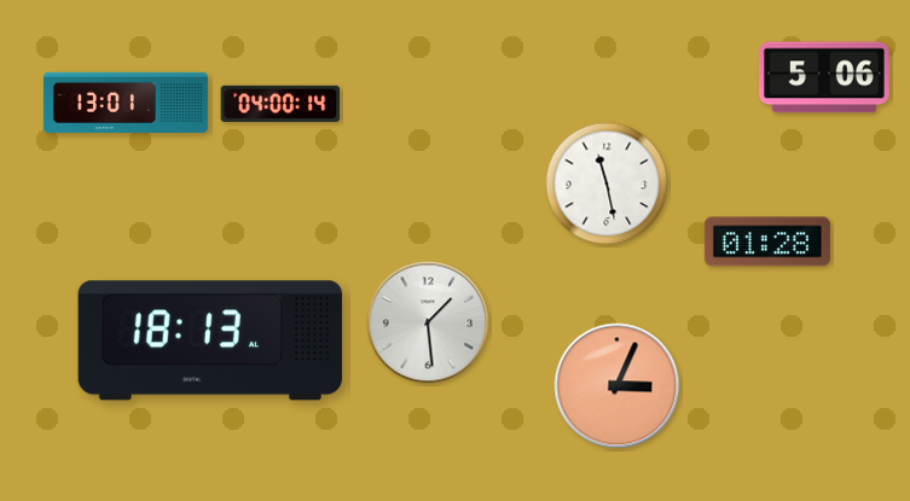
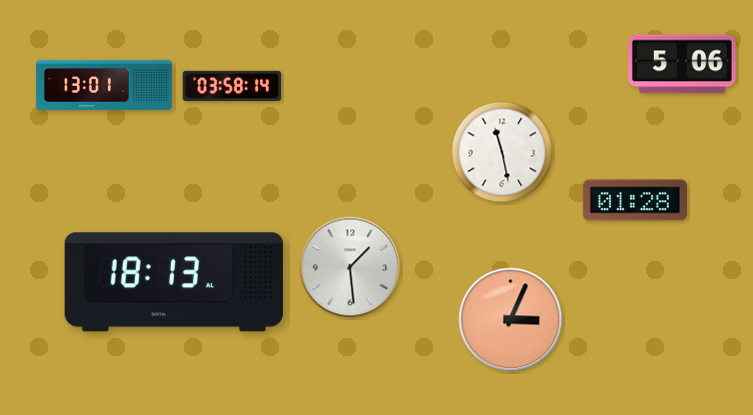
clock at (280, 104): 04:00 -> 03:58
clock at (428, 322) position: (428, 322) -> (350, 267)
